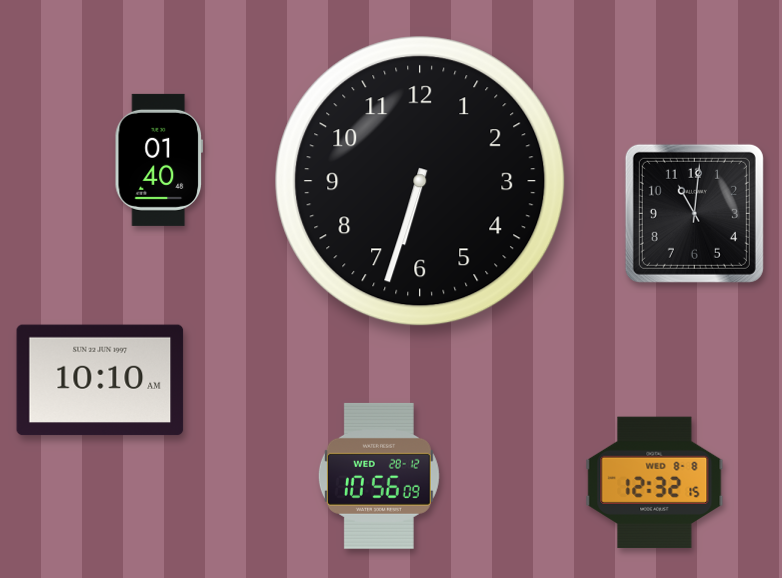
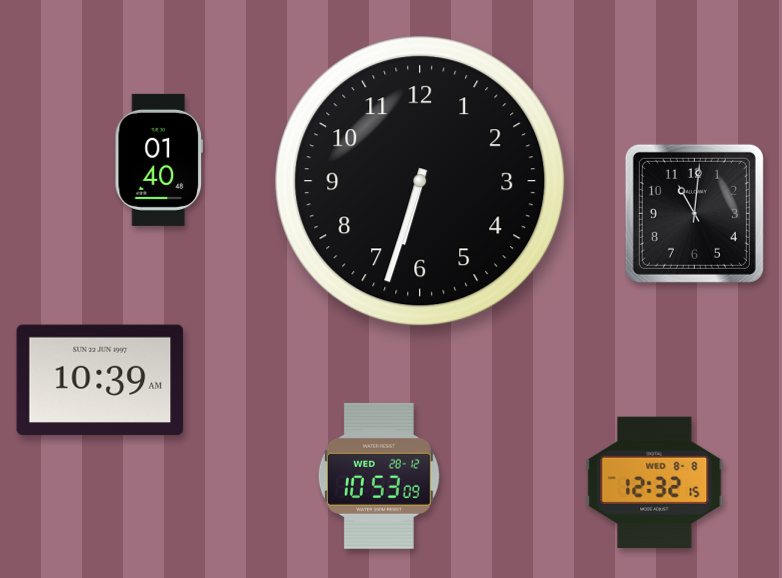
clock at (100, 380): 10:10 -> 10:39
clock at (379, 476): 10:56 -> 10:53
